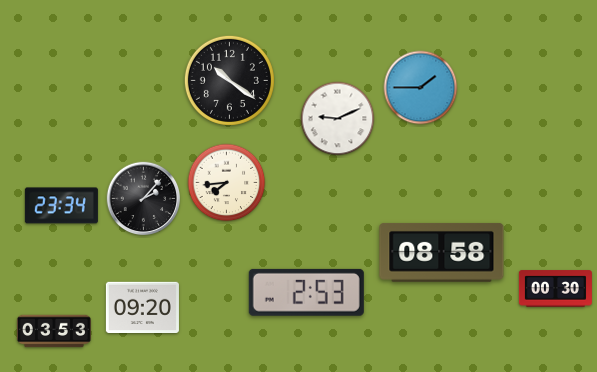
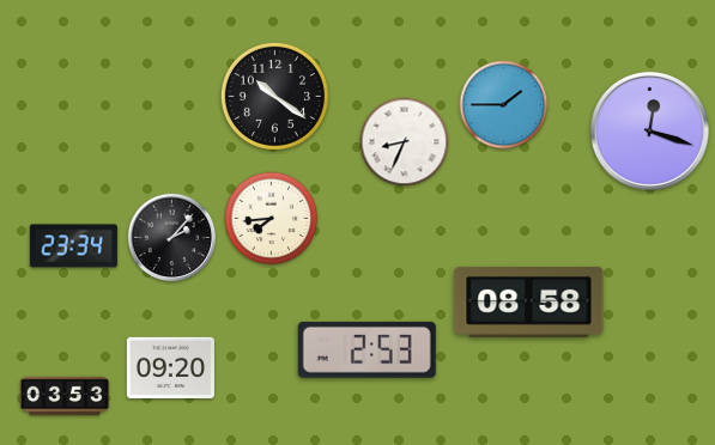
clock at (649, 130): none -> 12:18
clock at (338, 119): 9:11 -> 8:34
clock at (555, 289): 00:30 -> none
